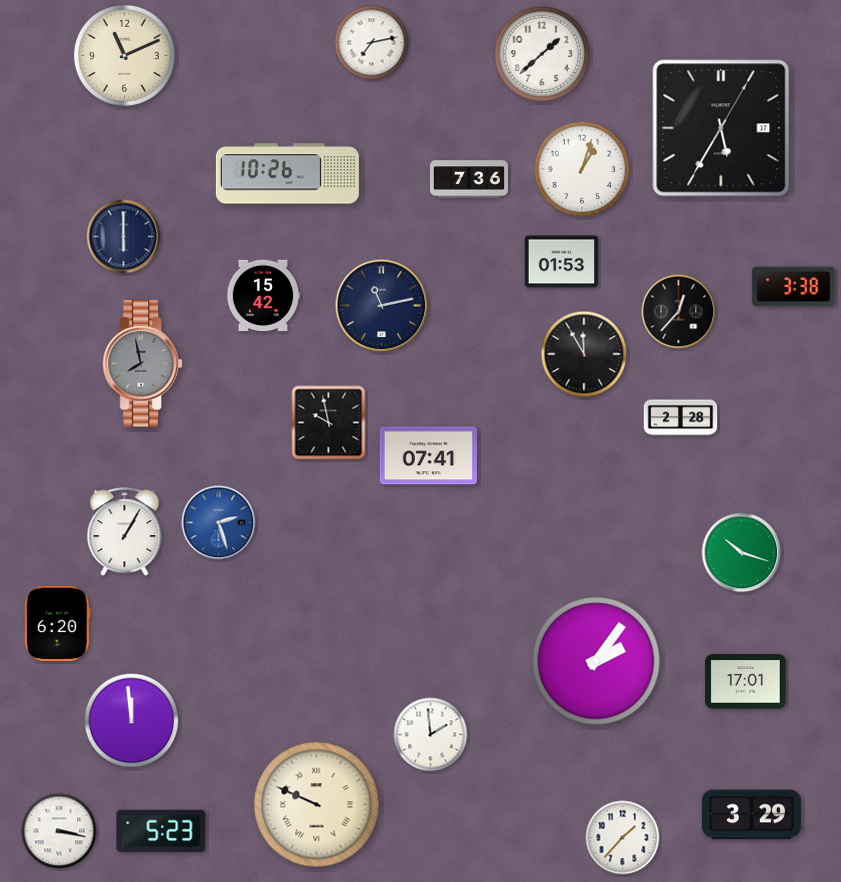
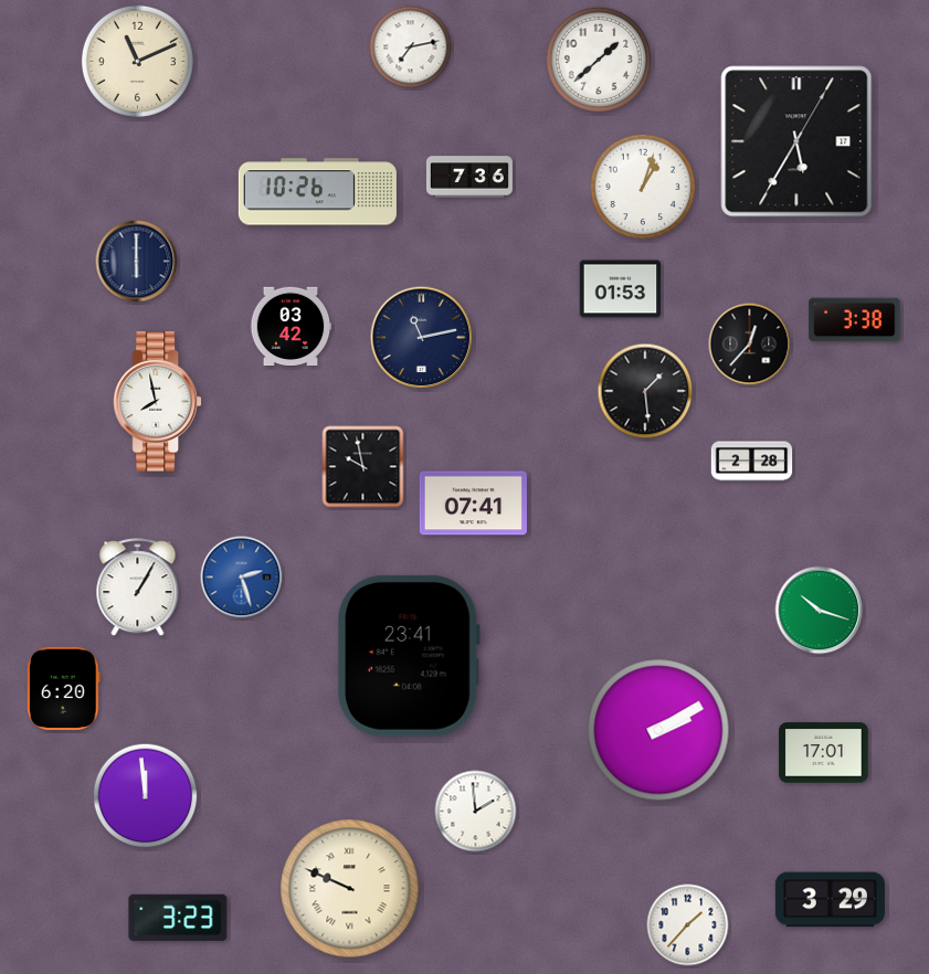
clock at (469, 179) position: (469, 179) -> (469, 177)
clock at (794, 287) position: (794, 287) -> (855, 320)
clock at (263, 296): 15:42 -> 03:42
clock at (584, 354): 11:55 -> 1:29
clock at (143, 364) dial: grey -> white
clock at (409, 656): none -> 23:41
clock at (596, 661): 2:06 -> 2:10
clock at (59, 831): 3:17 -> none
clock at (161, 831): 5:23 -> 3:23
